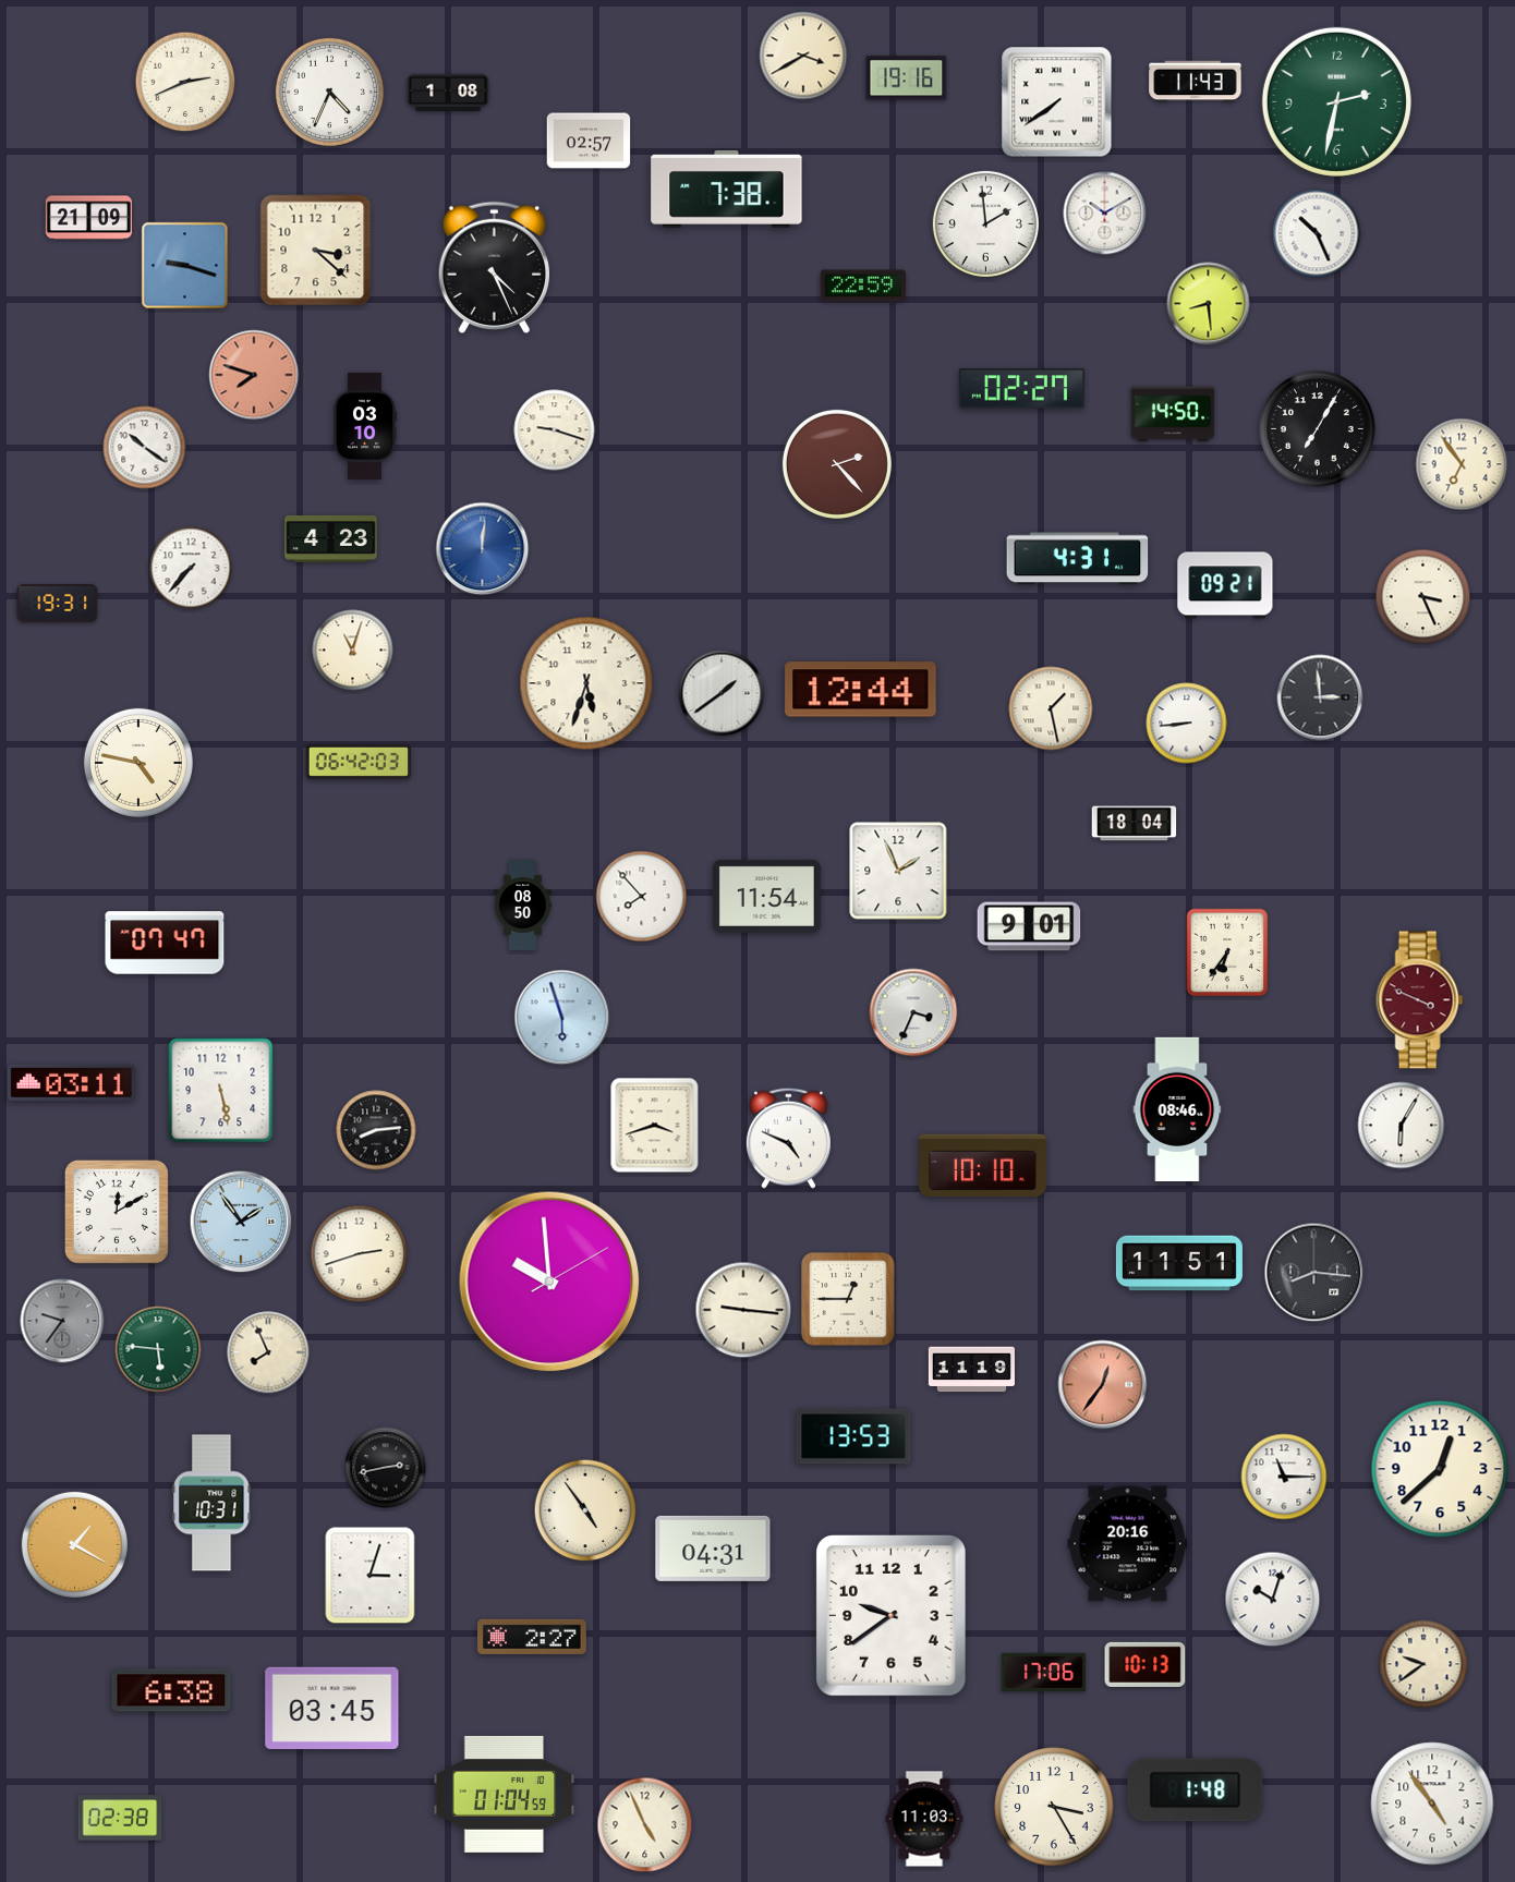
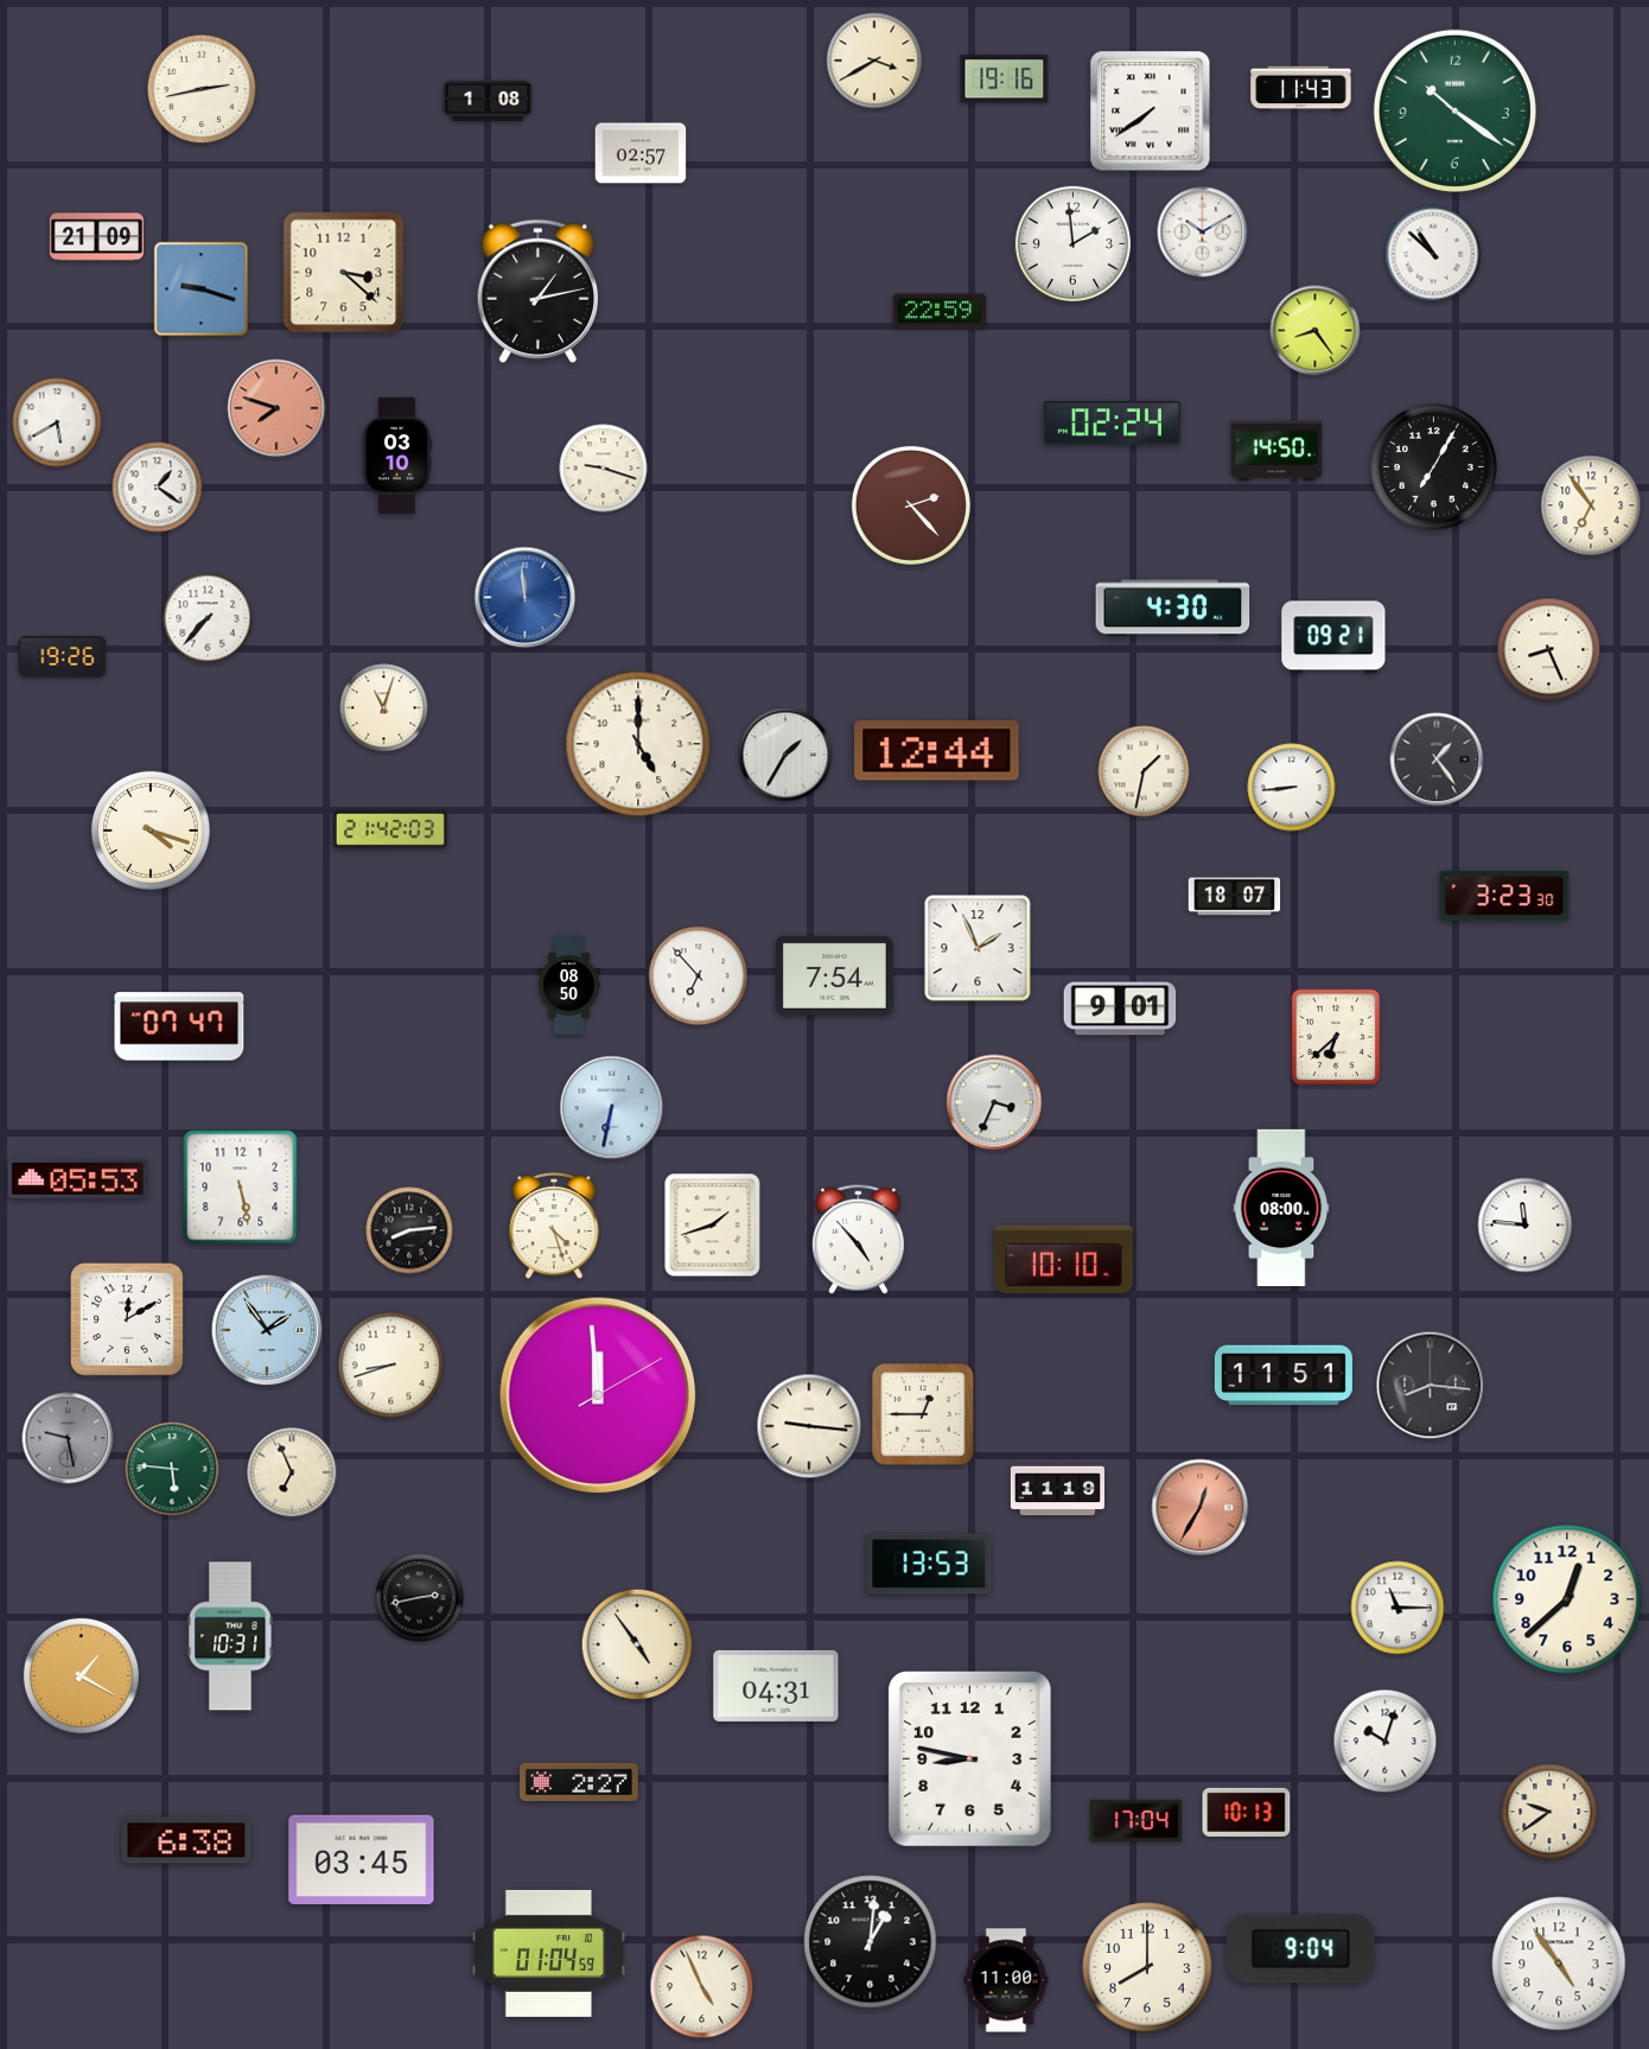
clock at (907, 78) position: (907, 78) -> (1005, 79)
clock at (185, 82): 2:41 -> 2:43
clock at (329, 92): 4:34 -> none
clock at (1336, 101): 2:32 -> 10:21
clock at (727, 190): 7:38 -> none
clock at (1317, 233): 10:26 -> 10:52
clock at (494, 268): 4:26 -> 1:13
clock at (1209, 304): 8:29 -> 8:24
clock at (57, 422): none -> 5:40
clock at (1021, 389): 02:27 -> 02:24
clock at (365, 426) position: (365, 426) -> (397, 456)
clock at (145, 448): 10:21 -> 1:21
clock at (331, 538): 4:23 -> none
clock at (483, 549): 12:01 -> 11:59
clock at (1078, 559): 4:31 -> 4:30
clock at (1423, 597): 3:26 -> 8:26
clock at (58, 604): 19:31 -> 19:26
clock at (586, 683): 5:33 -> 5:00
clock at (722, 693): 1:39 -> 1:35
clock at (1320, 697): 2:59 -> 1:24
clock at (1051, 708): 1:28 -> 1:32
clock at (357, 762): 06:42 -> 21:42
clock at (138, 763): 4:47 -> 4:18
clock at (1504, 896): none -> 3:23
clock at (1135, 824): 18:04 -> 18:07
clock at (766, 896): 11:54 -> 7:54
clock at (642, 897): 7:53 -> 6:53
clock at (1227, 952): 6:36 -> 6:38
clock at (1420, 1000): 3:49 -> none
clock at (562, 1018): 5:57 -> 6:32
clock at (71, 1082): 03:11 -> 05:53
clock at (1177, 1108): 08:46 -> 08:00
clock at (655, 1126): 3:42 -> 1:42
clock at (1402, 1126): 6:05 -> 11:46
clock at (554, 1227): none -> 4:27
clock at (788, 1138): 4:49 -> 4:53
clock at (982, 1166) position: (982, 1166) -> (1063, 1260)
clock at (241, 1222) position: (241, 1222) -> (267, 1330)
clock at (360, 1254): 2:42 -> 8:42
clock at (549, 1282): 9:59 -> 11:59
clock at (62, 1321): 9:36 -> 9:28
clock at (268, 1352): 7:56 -> 6:56
clock at (1103, 1385): 12:36 -> 12:35
clock at (74, 1544) position: (74, 1544) -> (81, 1675)
clock at (1128, 1544): 20:16 -> none
clock at (371, 1576): 3:03 -> none
clock at (890, 1616): 9:39 -> 8:47
clock at (1044, 1672): 17:06 -> 17:04
clock at (871, 1942): none -> 1:01
clock at (1196, 1790): 1:48 -> 9:04
clock at (1054, 1807): 3:25 -> 8:00
clock at (120, 1818): 02:38 -> none
clock at (924, 1819): 11:03 -> 11:00
